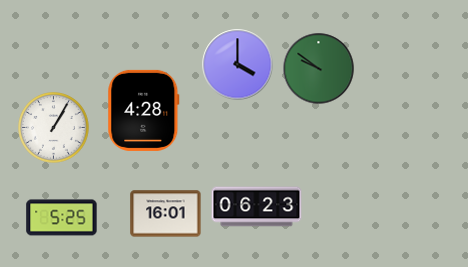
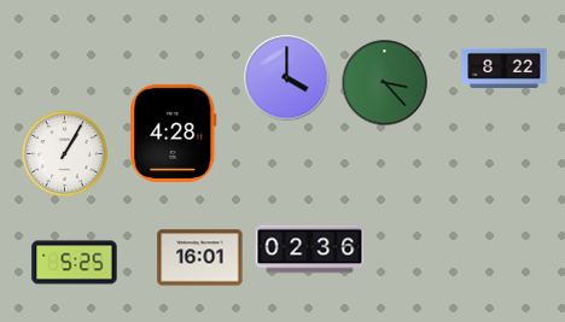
clock at (505, 68): none -> 8:22
clock at (319, 69): 9:51 -> 3:23
clock at (257, 207): 06:23 -> 02:36
